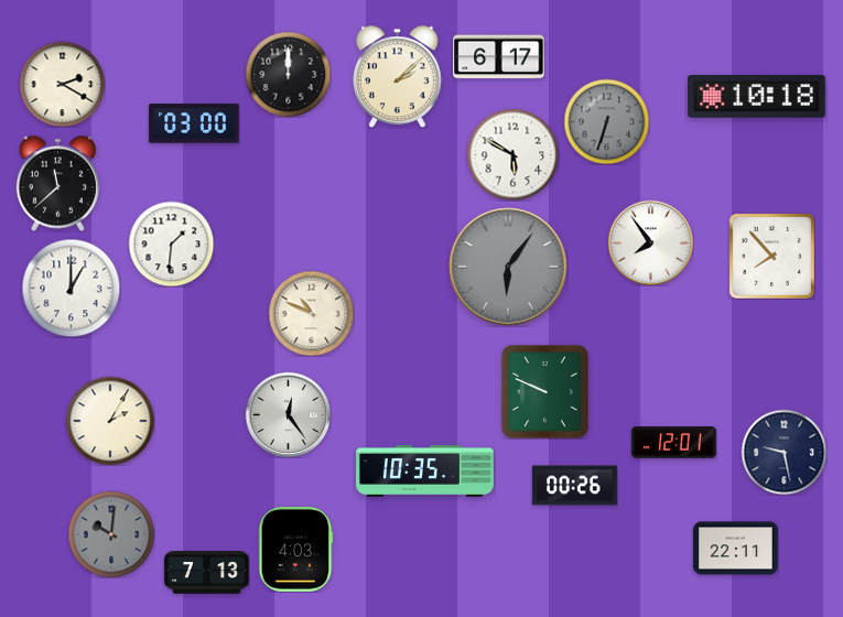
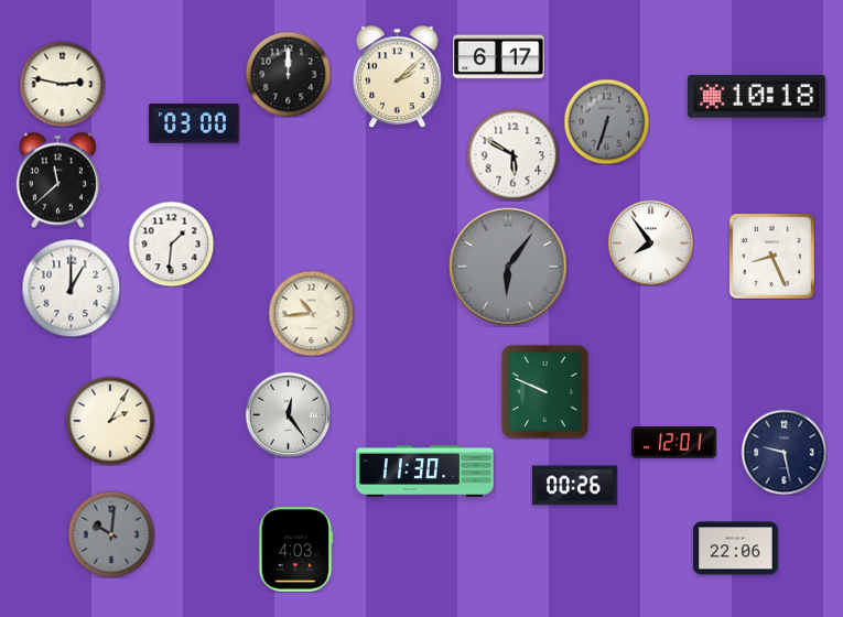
clock at (62, 84): 2:20 -> 2:47
clock at (57, 183) position: (57, 183) -> (57, 180)
clock at (771, 256): 7:53 -> 8:26
clock at (311, 313): 10:49 -> 10:44
clock at (425, 470): 10:35 -> 11:30
clock at (736, 549): 22:11 -> 22:06
clock at (207, 573): 7:13 -> none
